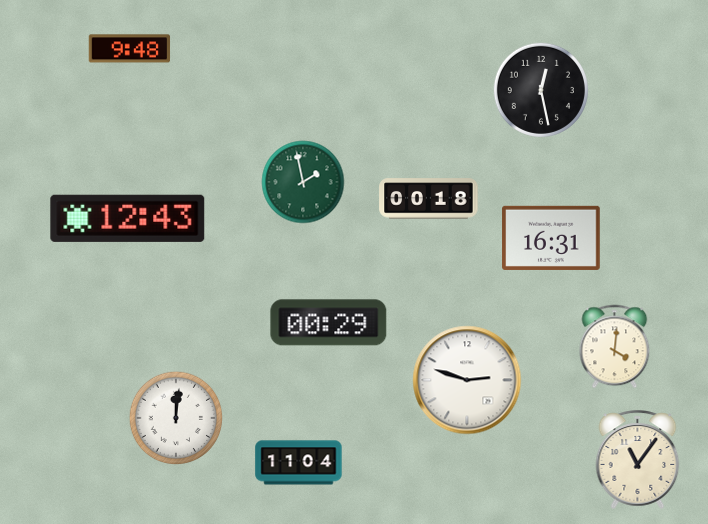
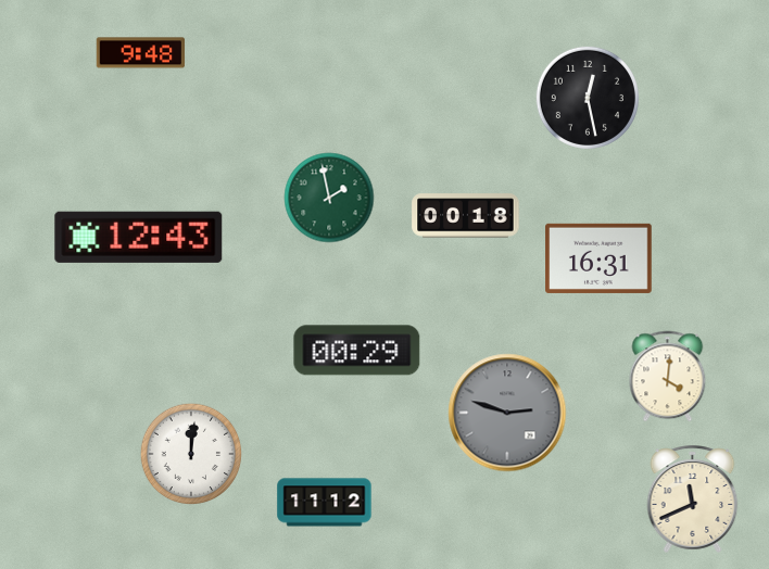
clock at (467, 380) dial: white -> grey
clock at (638, 459): 11:06 -> 11:41
clock at (299, 463): 11:04 -> 11:12
